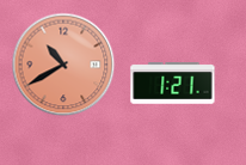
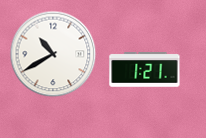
clock at (63, 65) dial: salmon -> white
